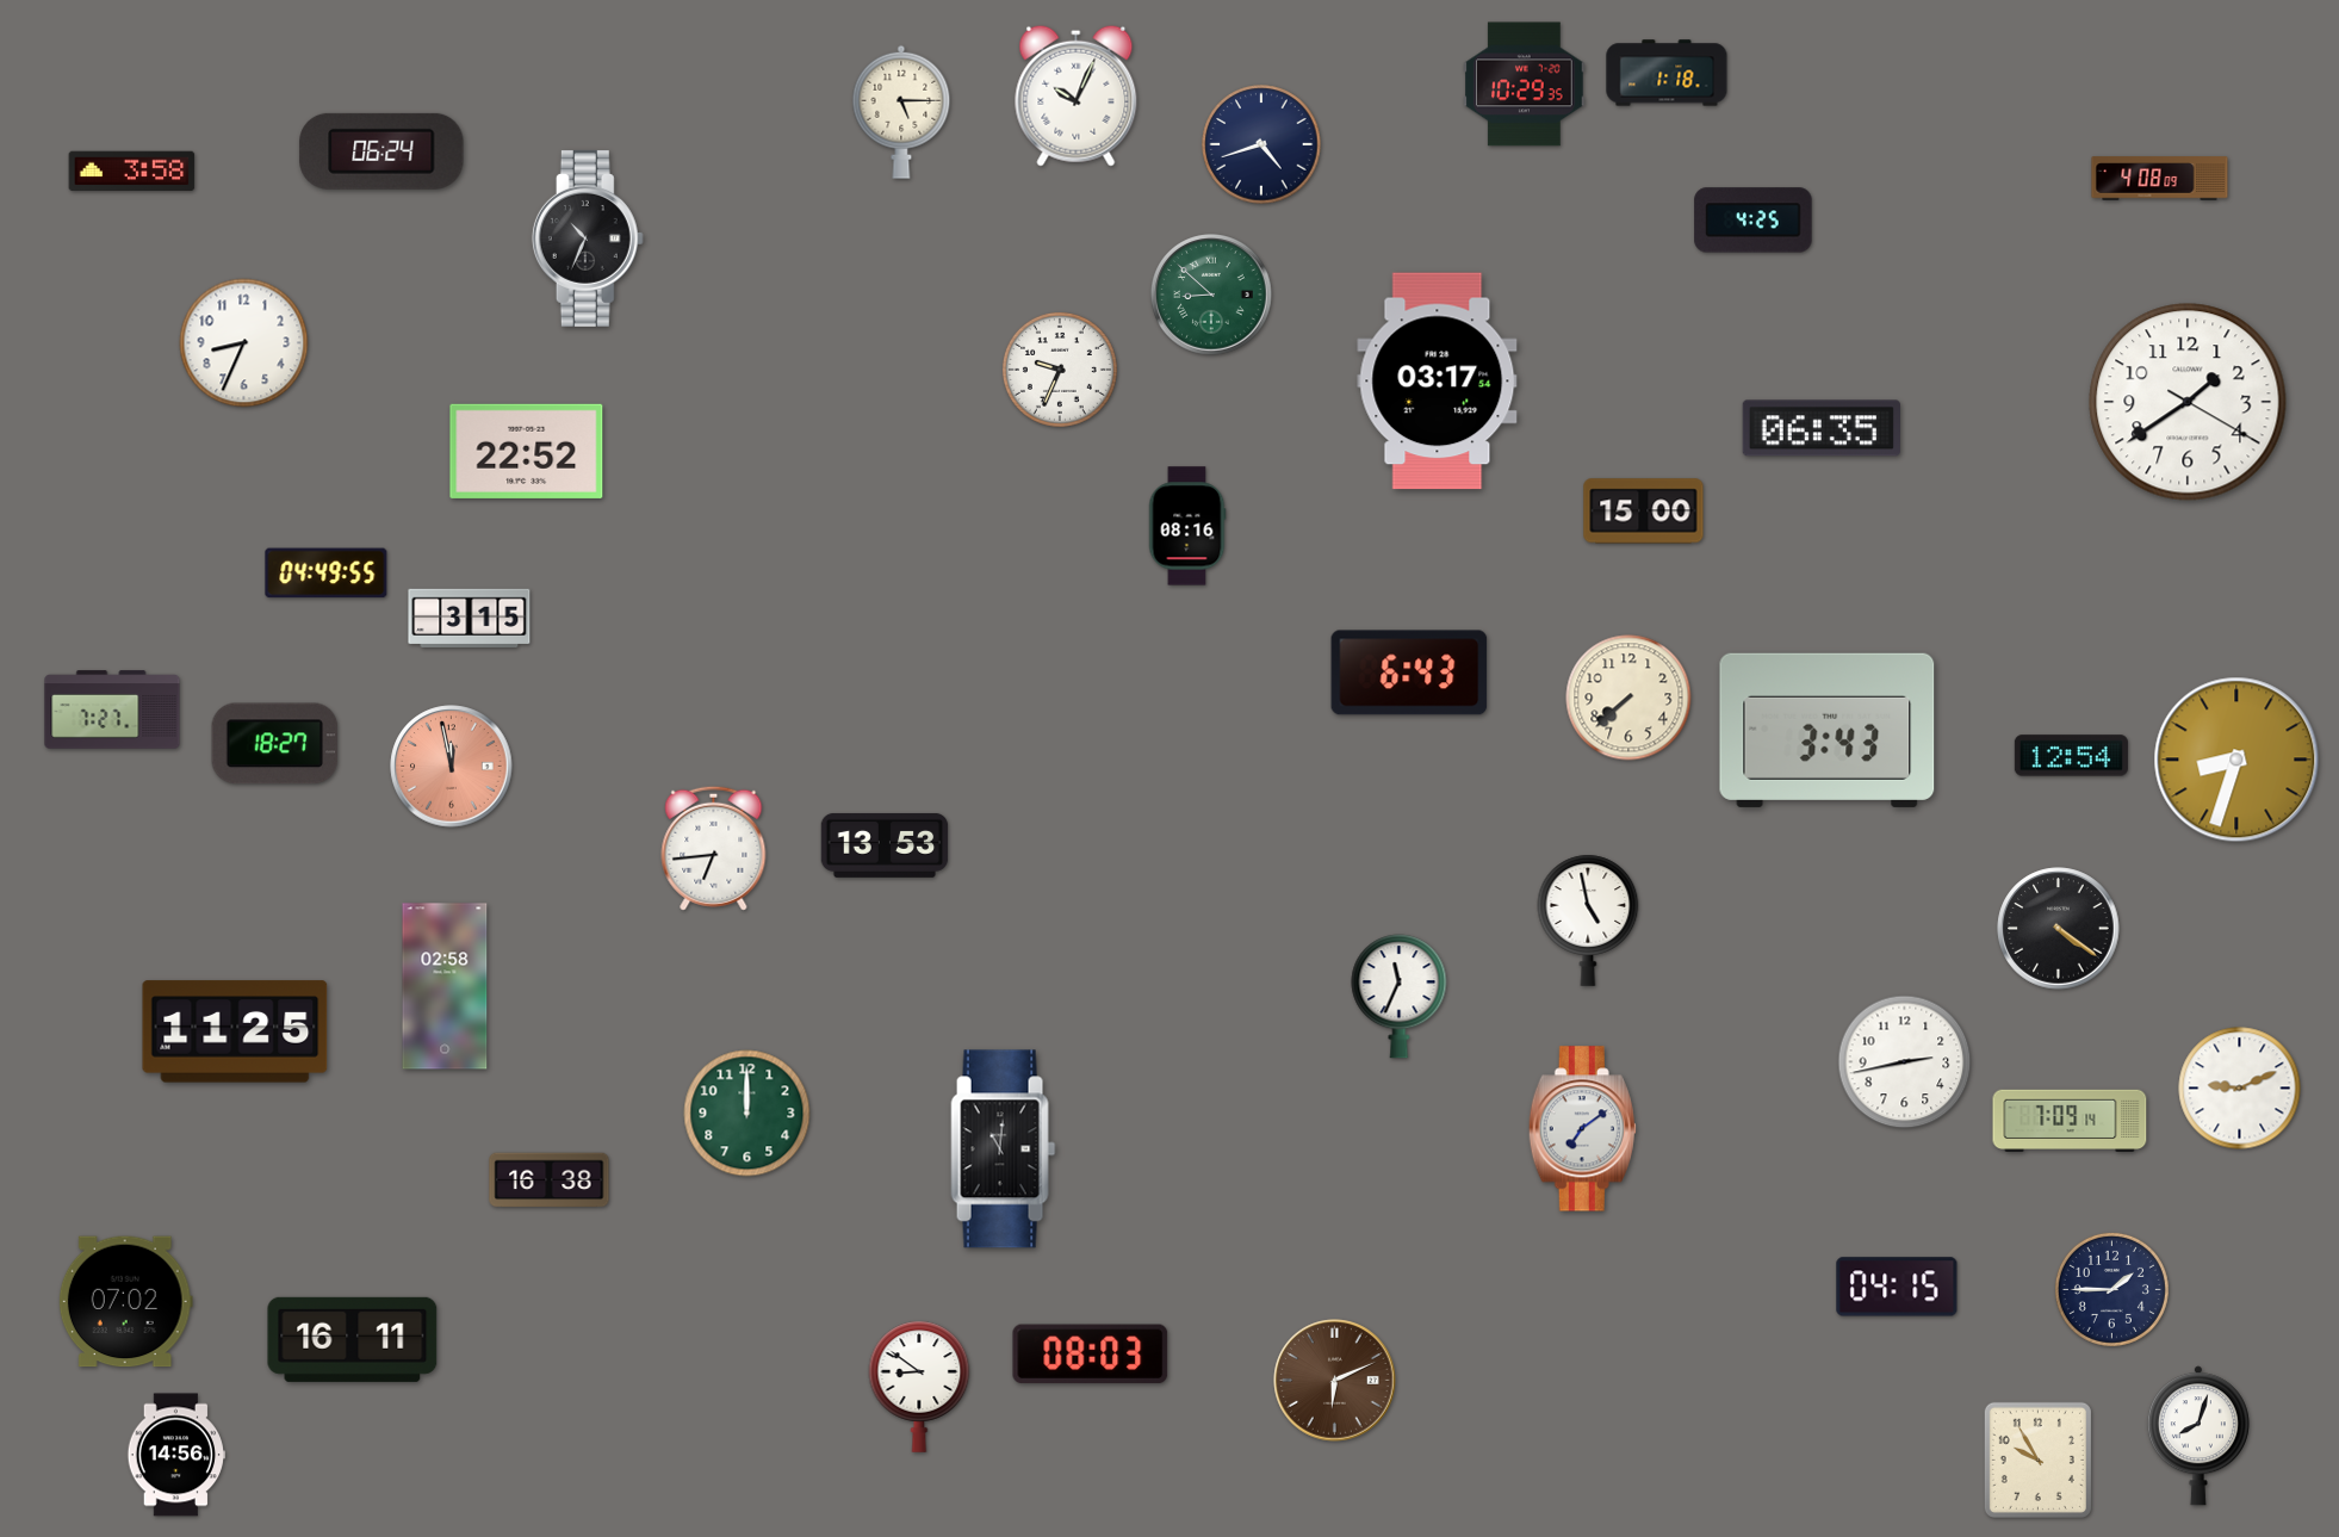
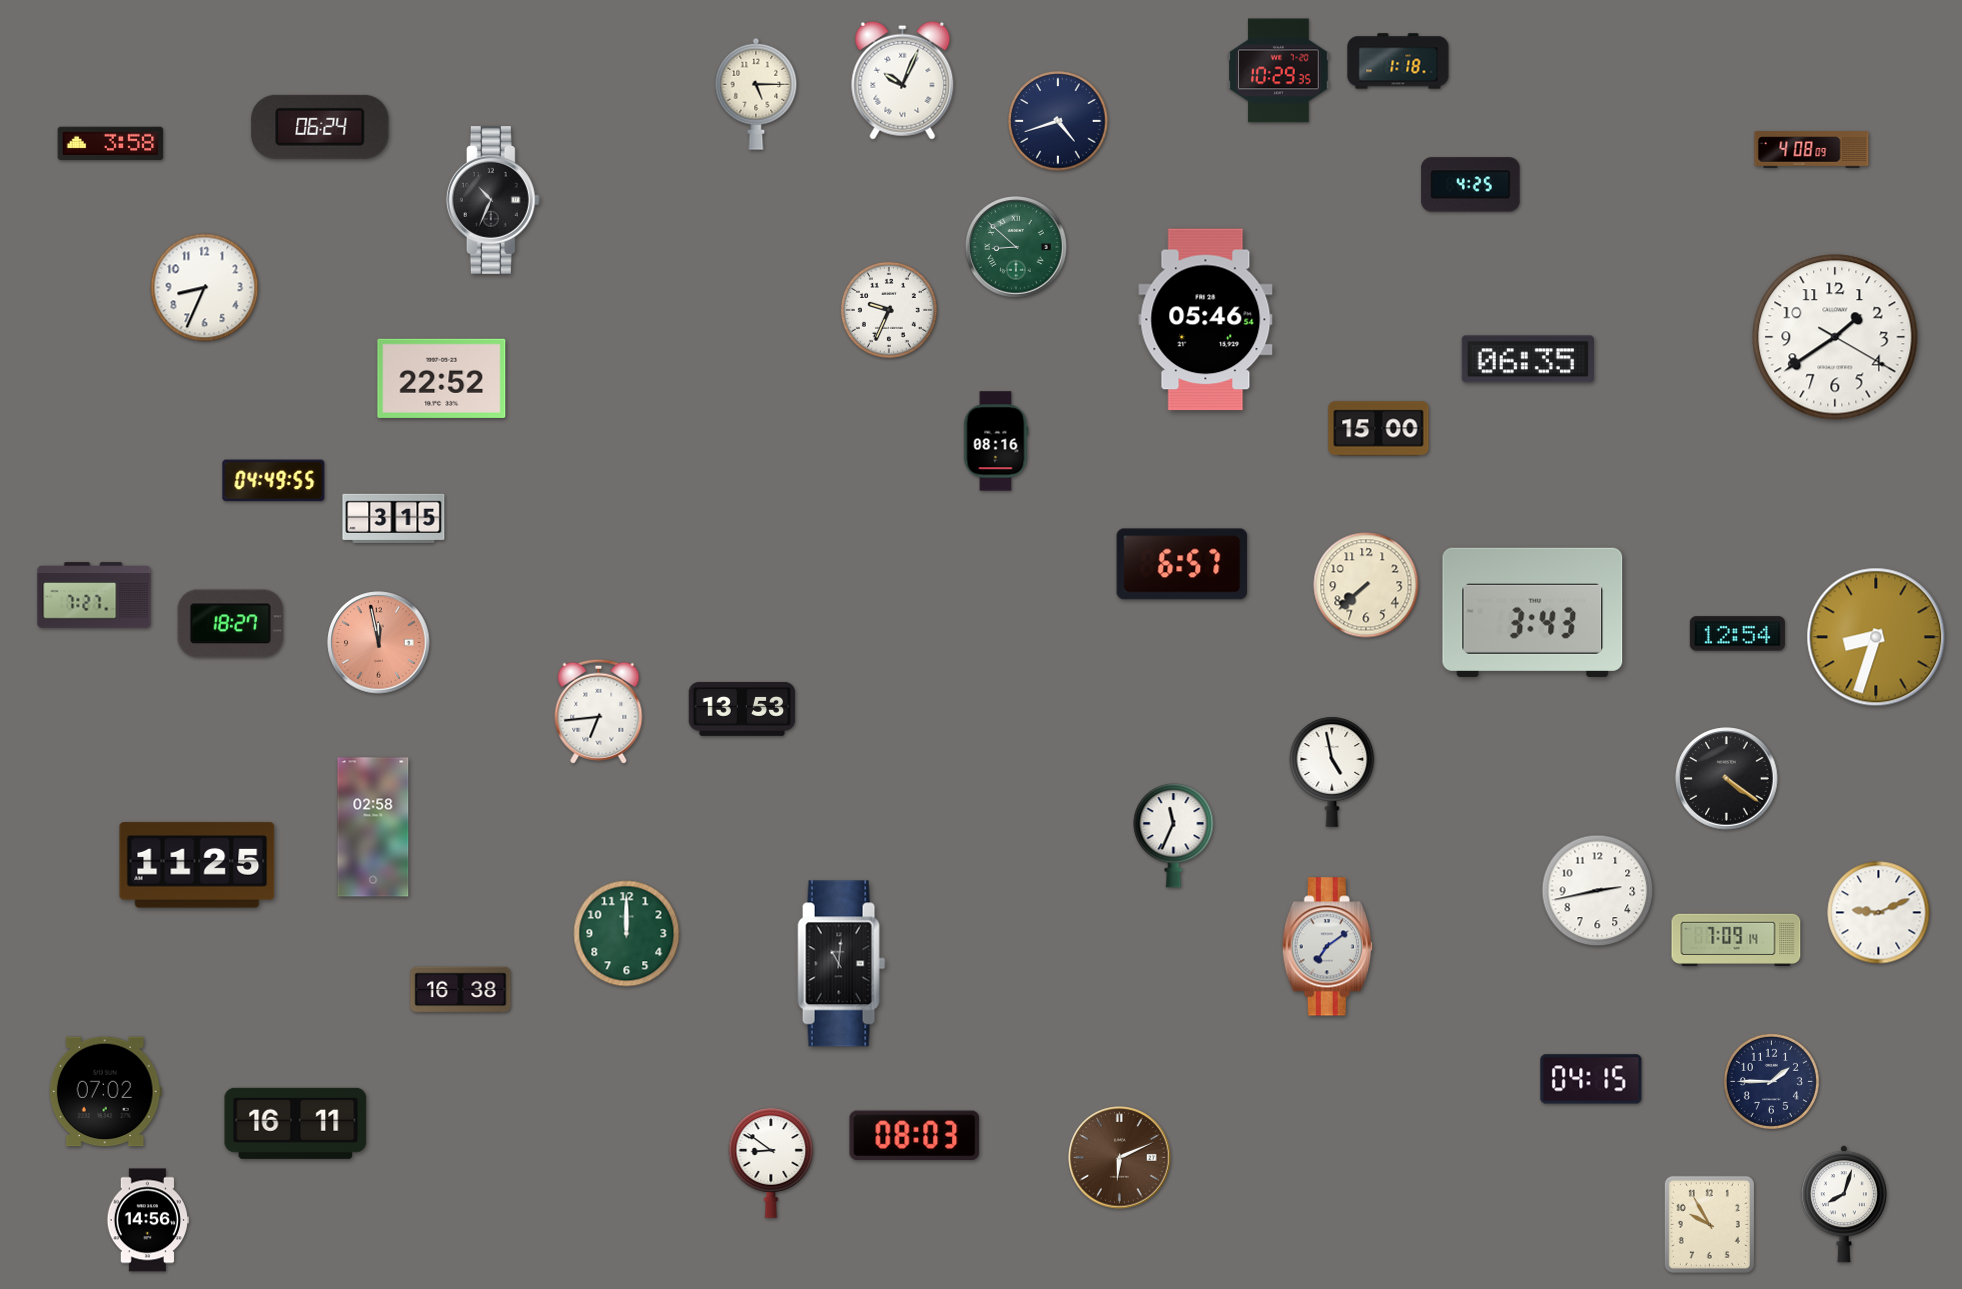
clock at (1438, 382): 03:17 -> 05:46
clock at (1409, 673): 6:43 -> 6:57
